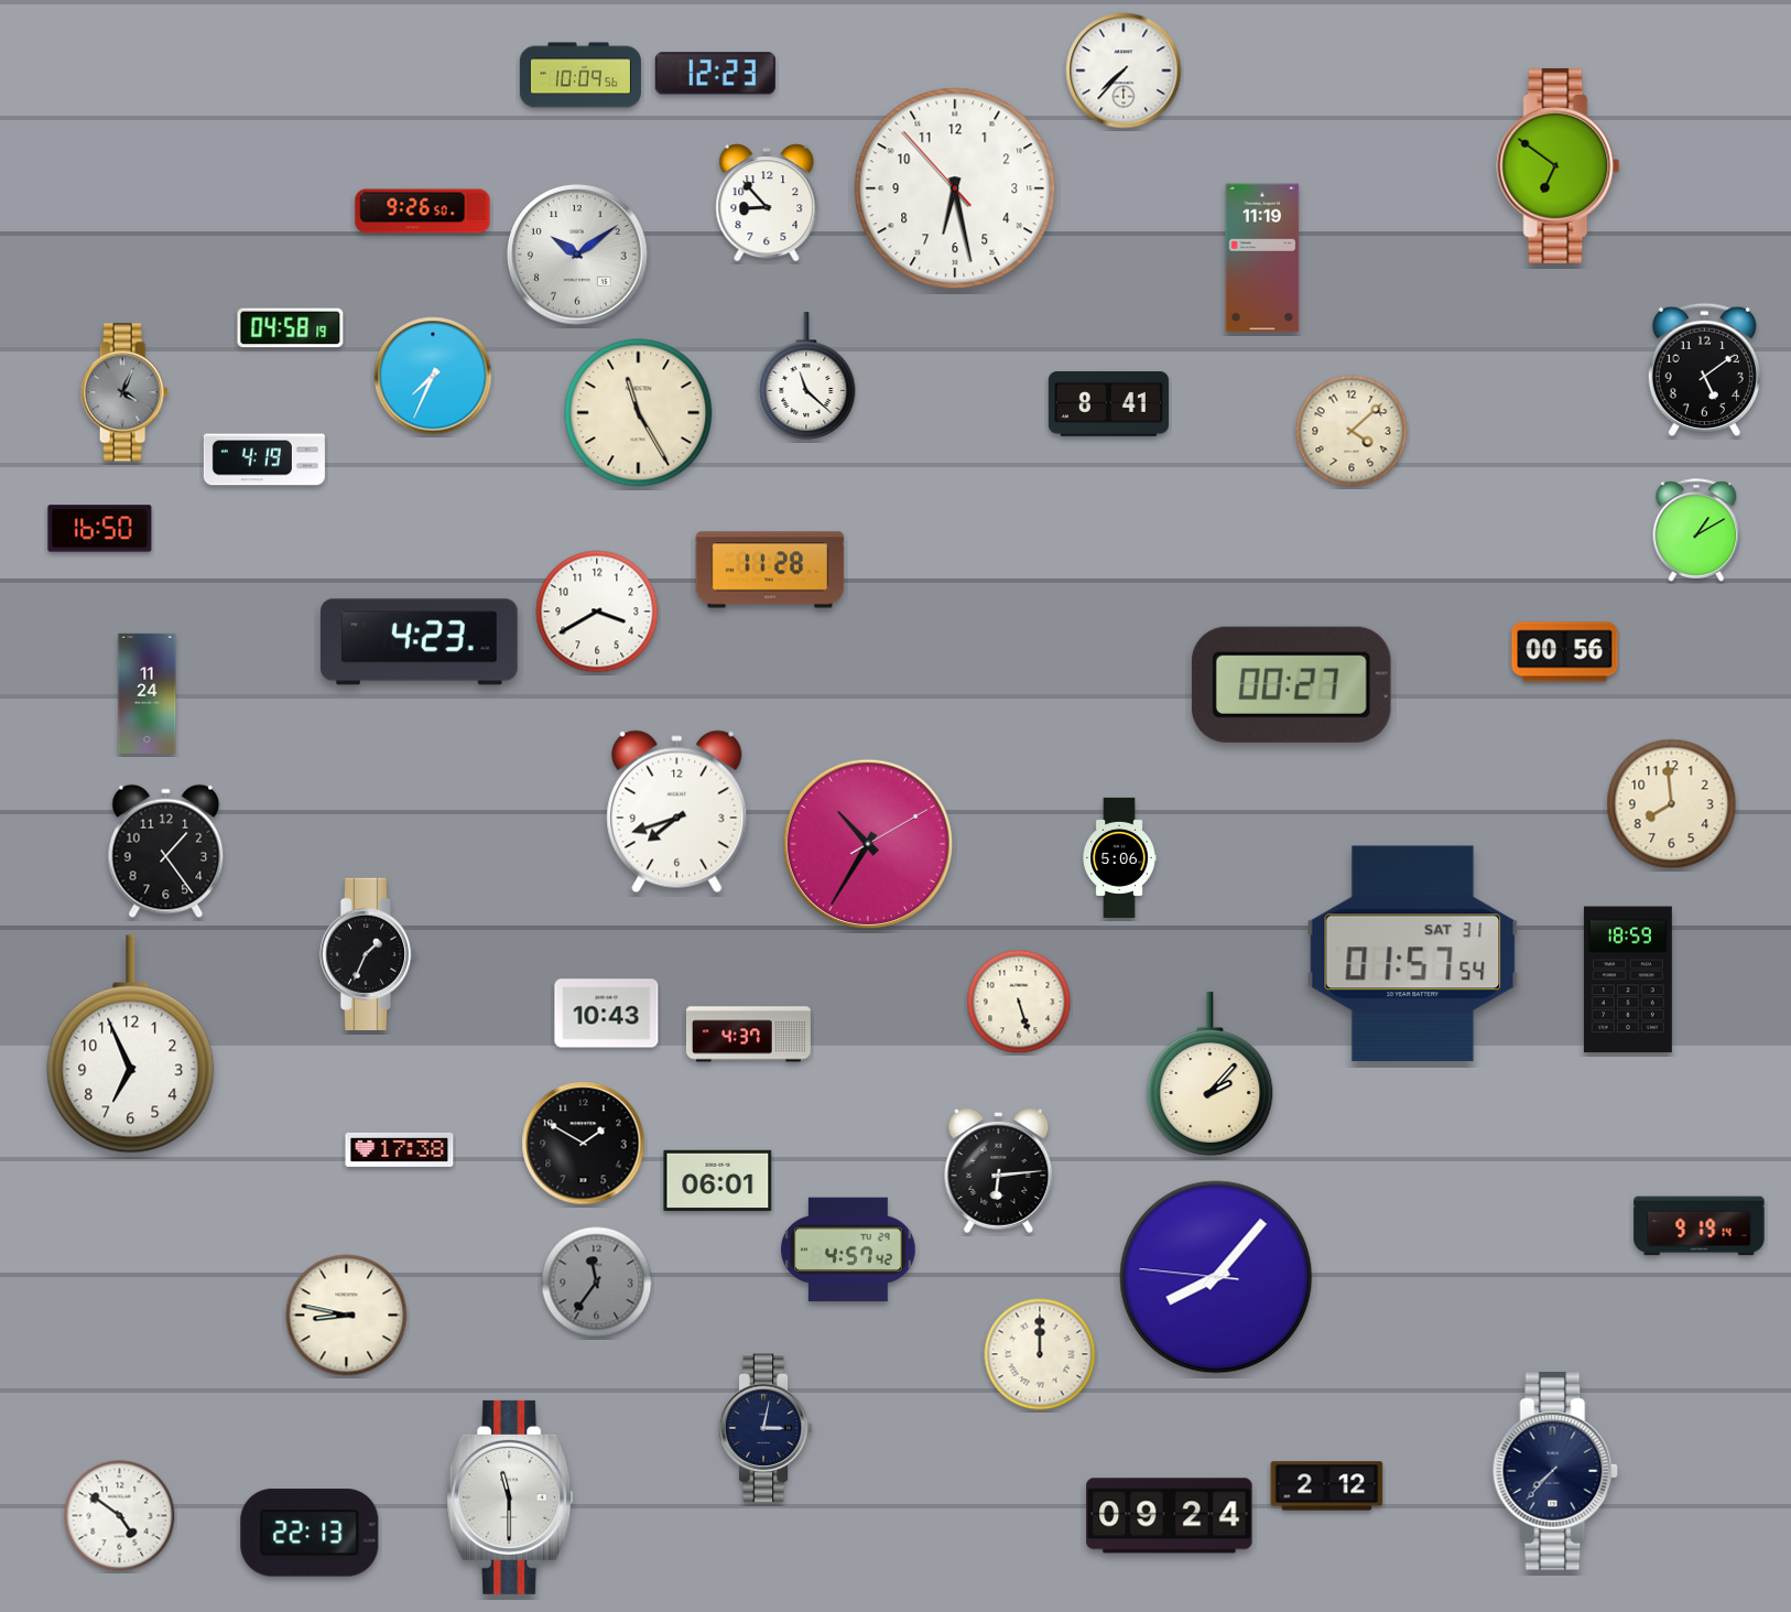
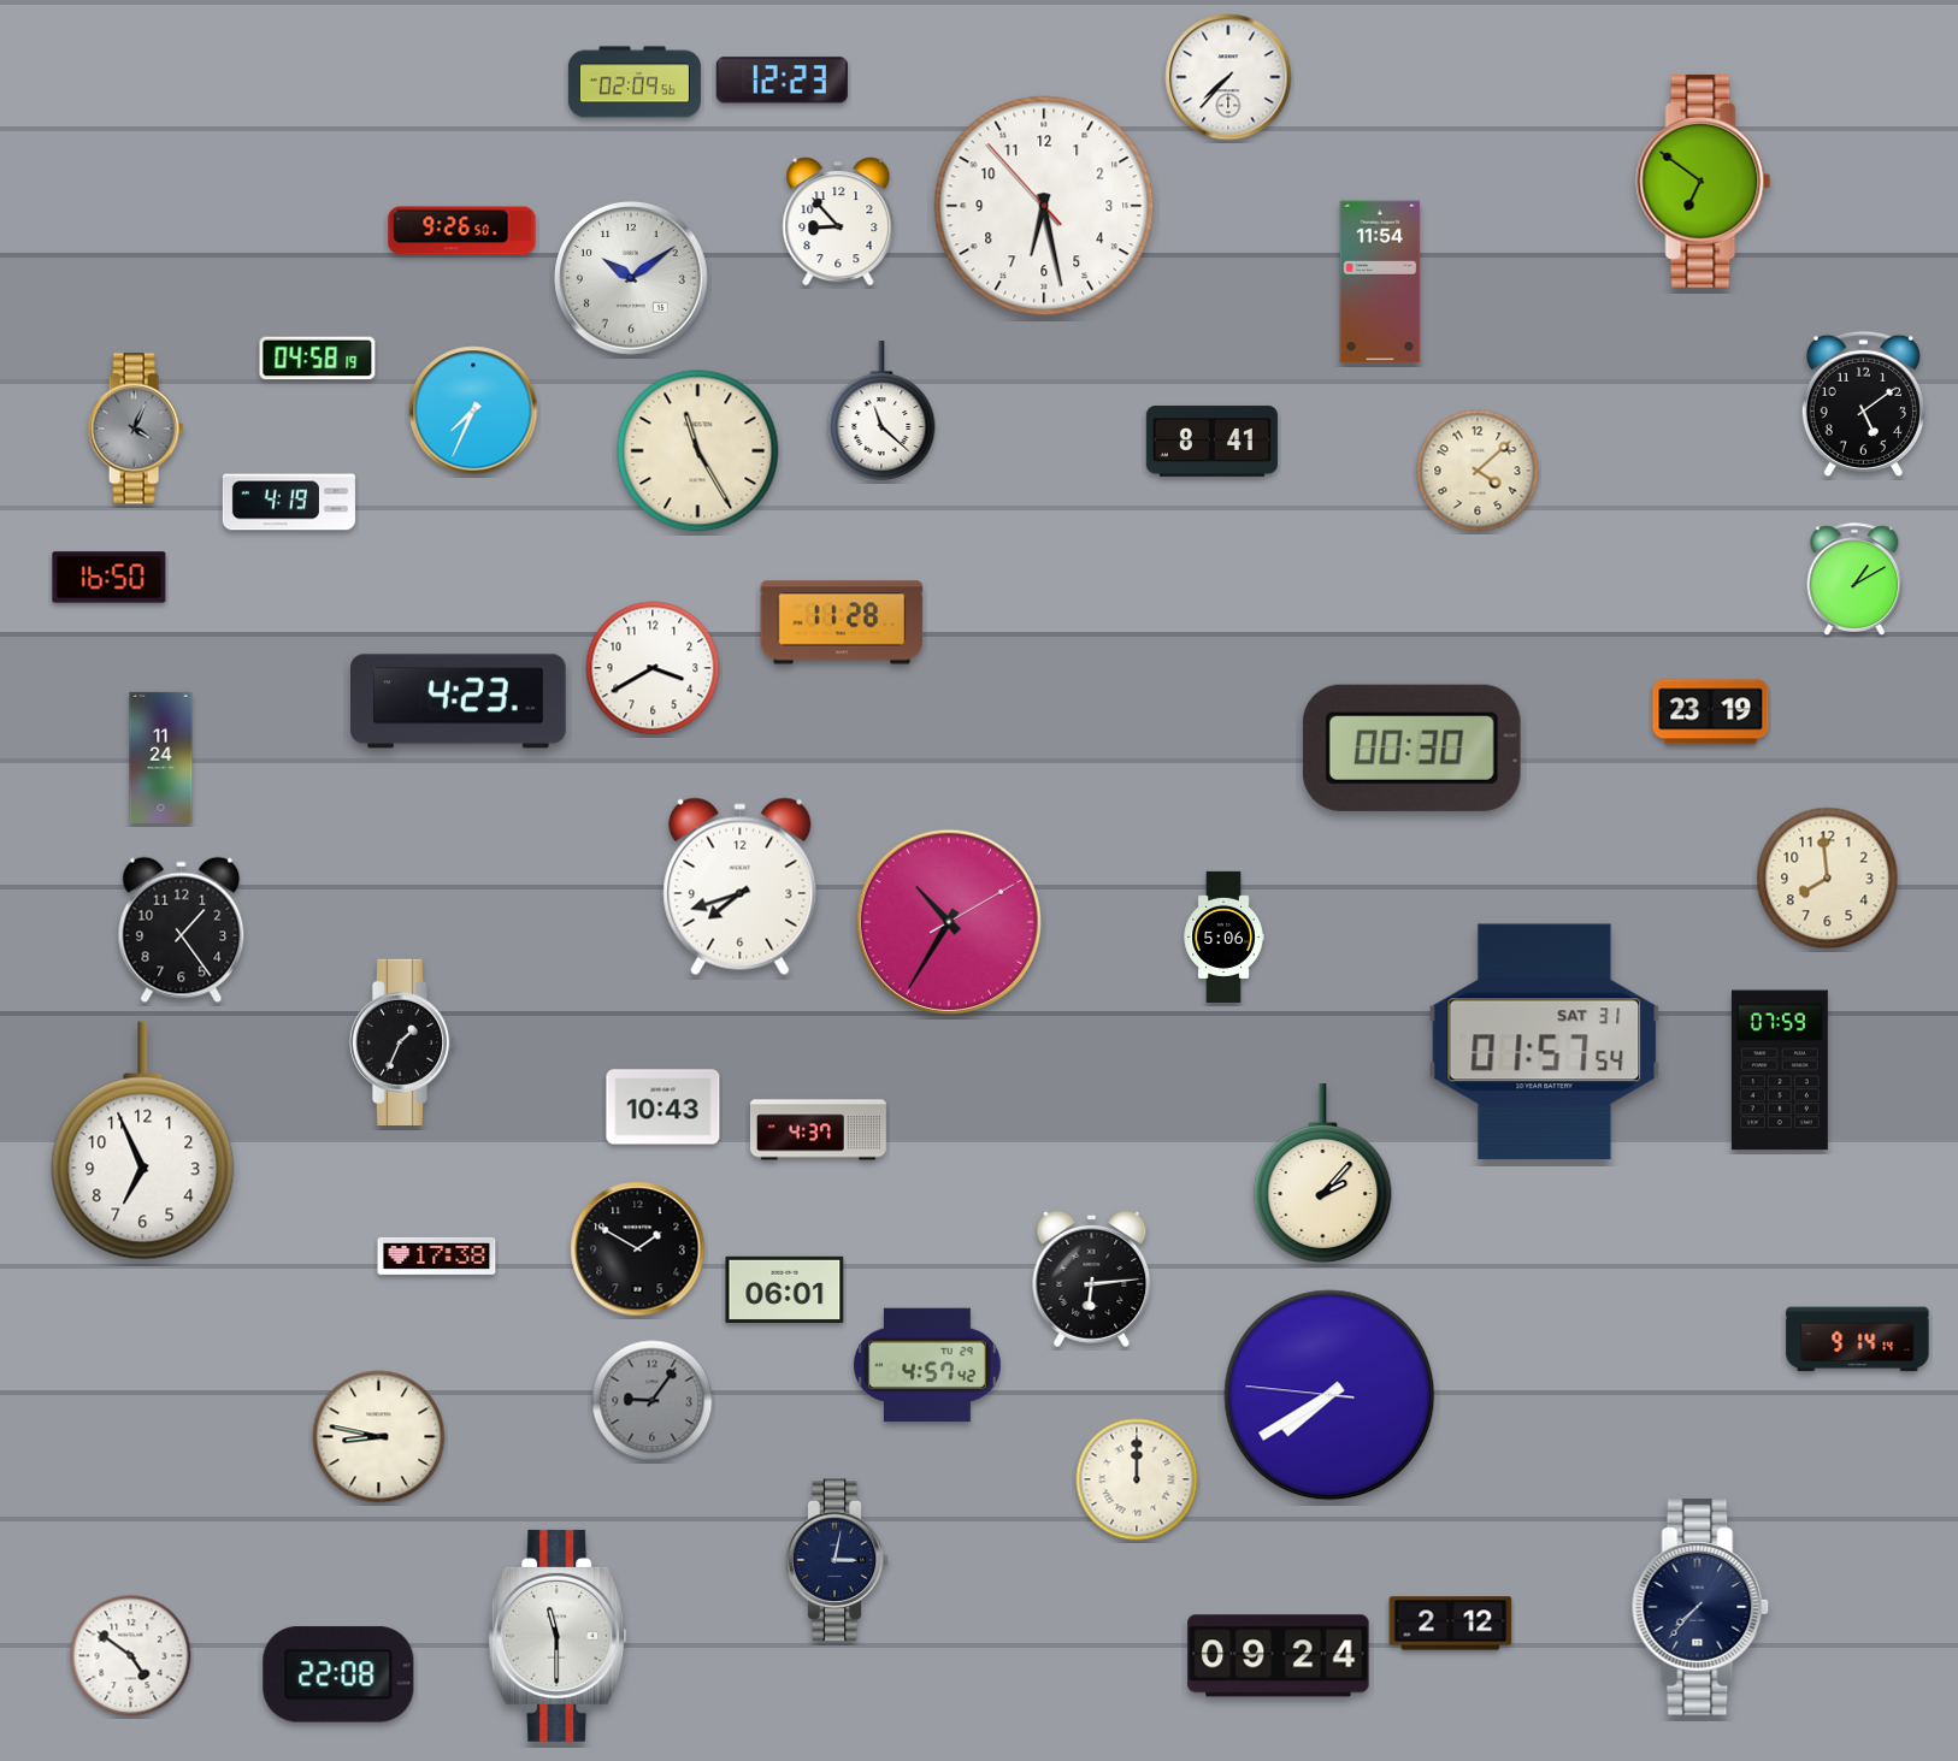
clock at (580, 75): 10:09 -> 02:09
clock at (1262, 258): 11:19 -> 11:54
clock at (1565, 652): 00:56 -> 23:19
clock at (1291, 684): 00:27 -> 00:30
clock at (1628, 980): 18:59 -> 07:59
clock at (1019, 1002): 5:27 -> none
clock at (1700, 1226): 9:19 -> 9:14
clock at (1216, 1277): 8:06 -> 7:39
clock at (597, 1283): 11:36 -> 9:06
clock at (310, 1533): 22:13 -> 22:08
